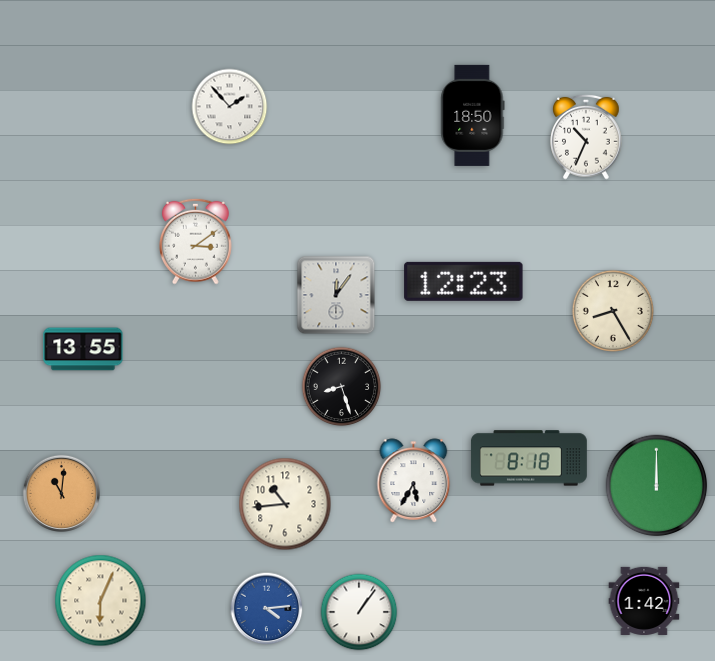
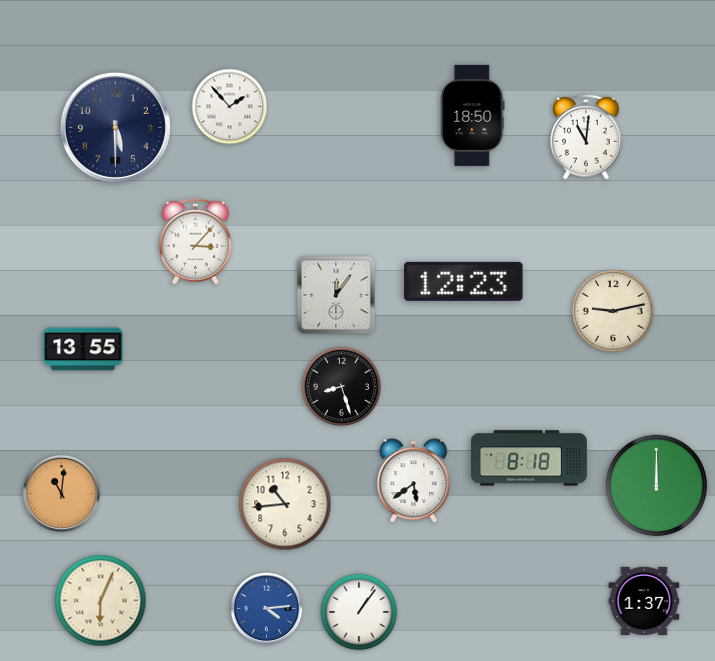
clock at (115, 127): none -> 5:30
clock at (586, 137): 10:34 -> 11:01
clock at (196, 241): 3:09 -> 3:07
clock at (613, 311): 8:25 -> 9:13
clock at (414, 481): 5:35 -> 5:39
clock at (644, 600): 1:42 -> 1:37
